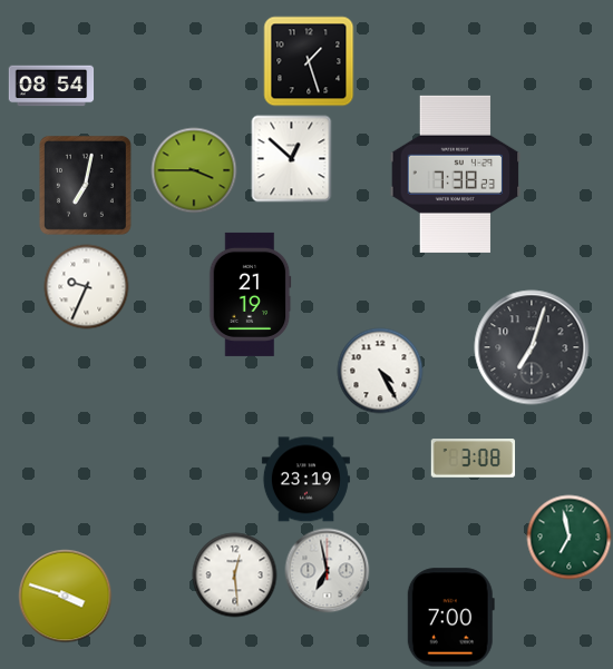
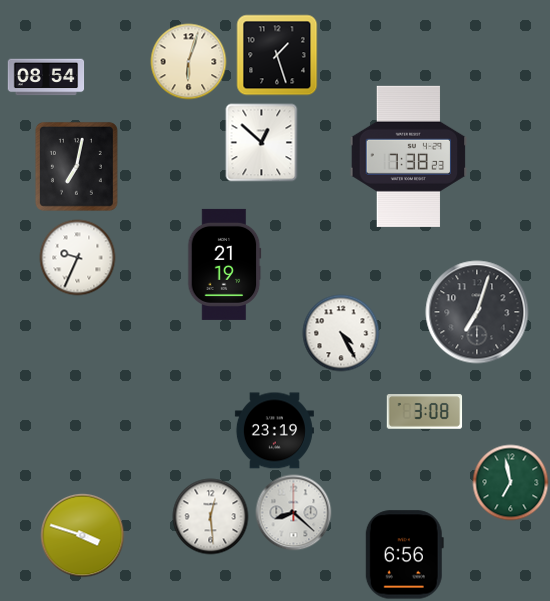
clock at (189, 62): none -> 6:03
clock at (194, 170): 3:45 -> none
clock at (328, 571): 6:58 -> 8:22
clock at (66, 597) position: (66, 597) -> (83, 536)
clock at (450, 618): 7:00 -> 6:56
